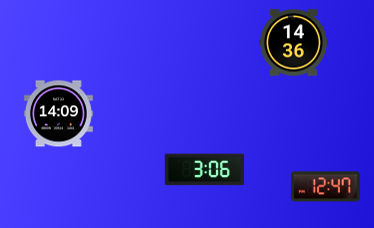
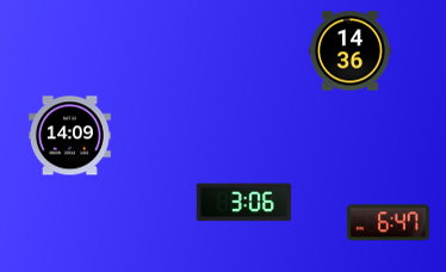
clock at (325, 187): 12:47 -> 6:47
